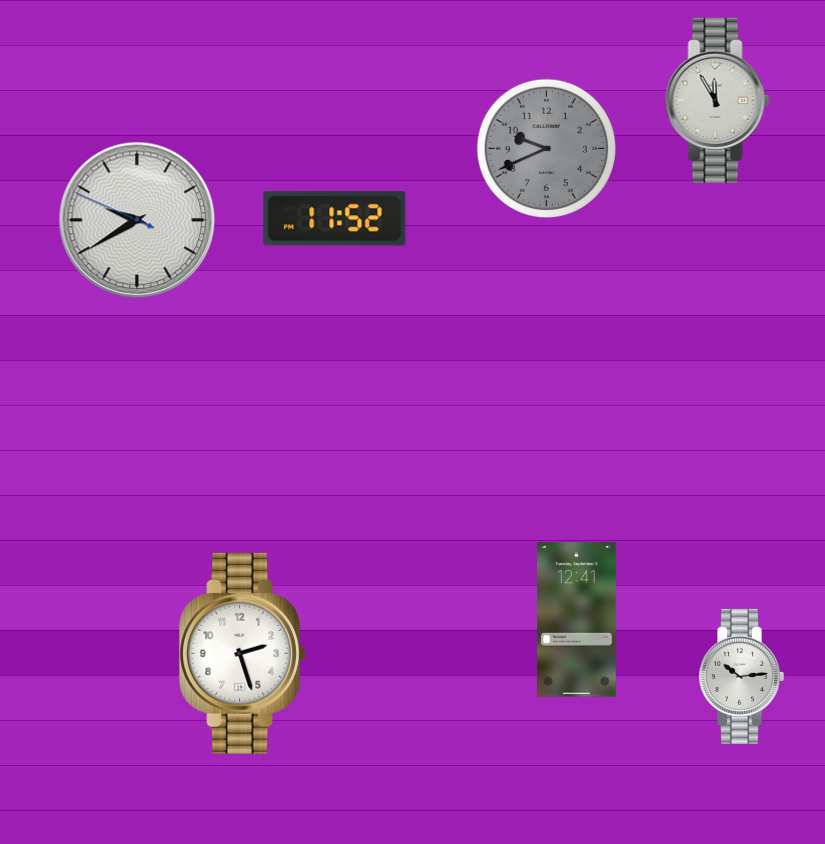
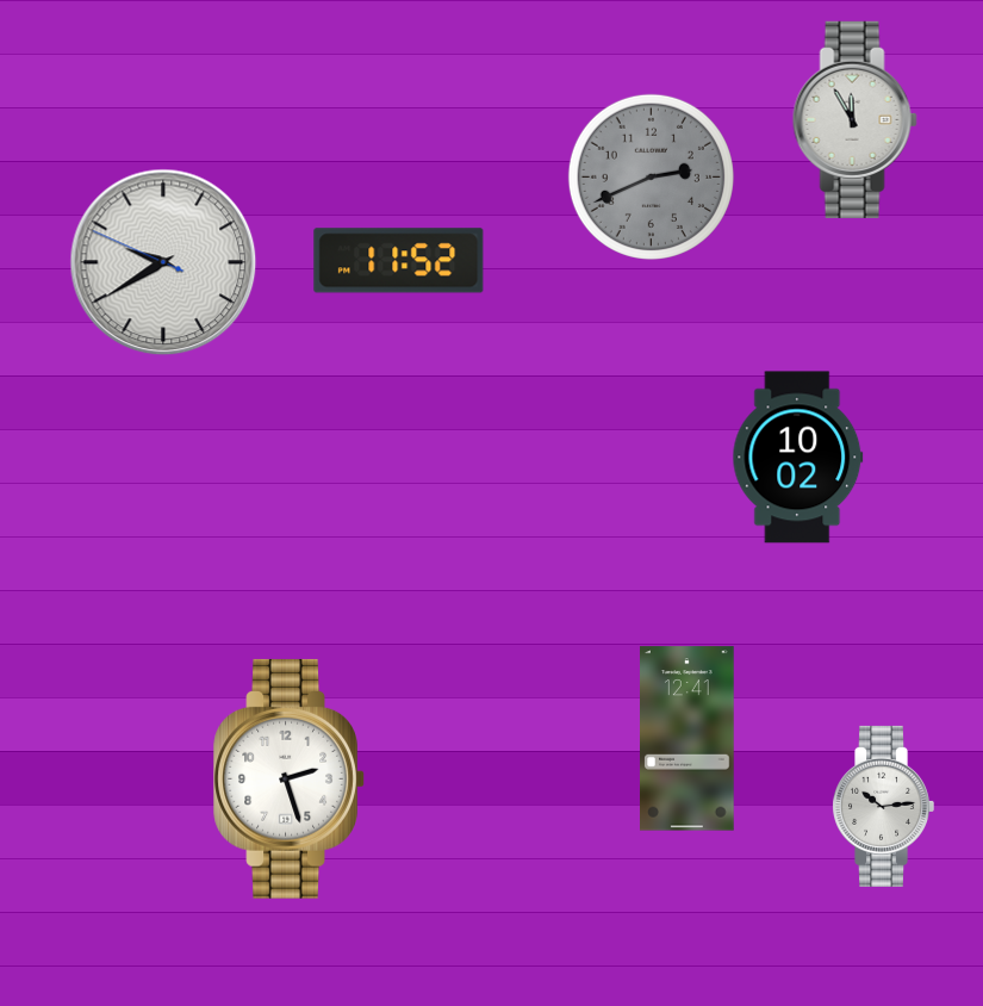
clock at (546, 148): 9:41 -> 2:41
clock at (798, 458): none -> 10:02
